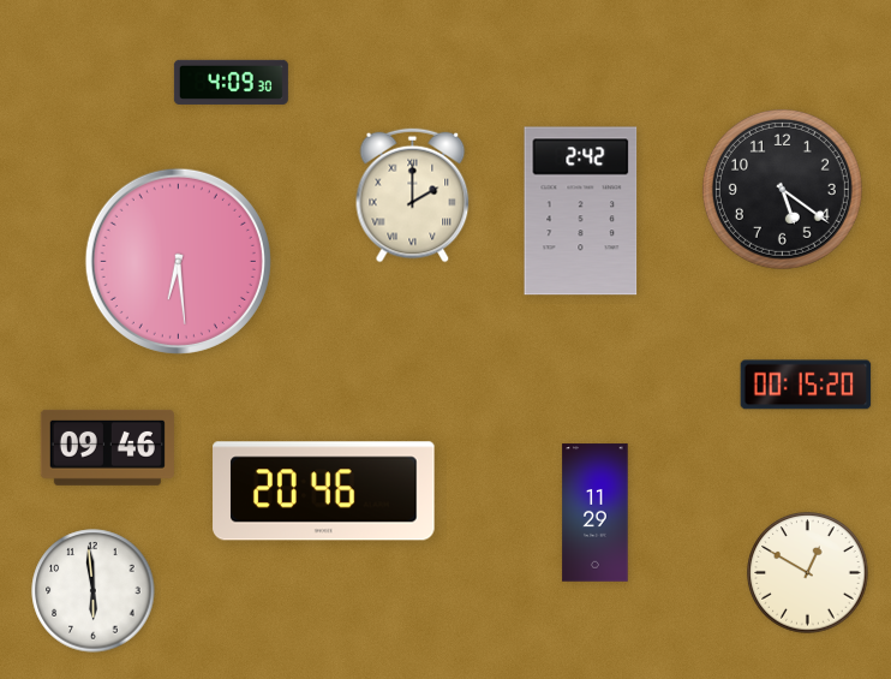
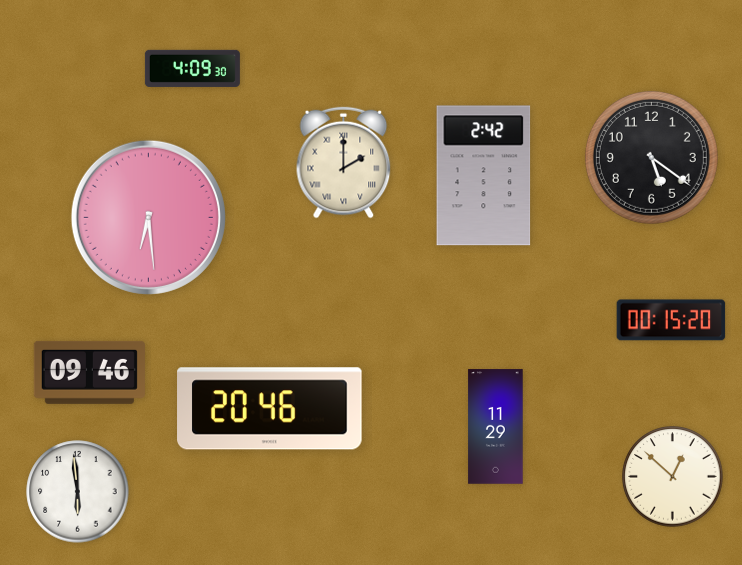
clock at (808, 573): 12:50 -> 12:52
